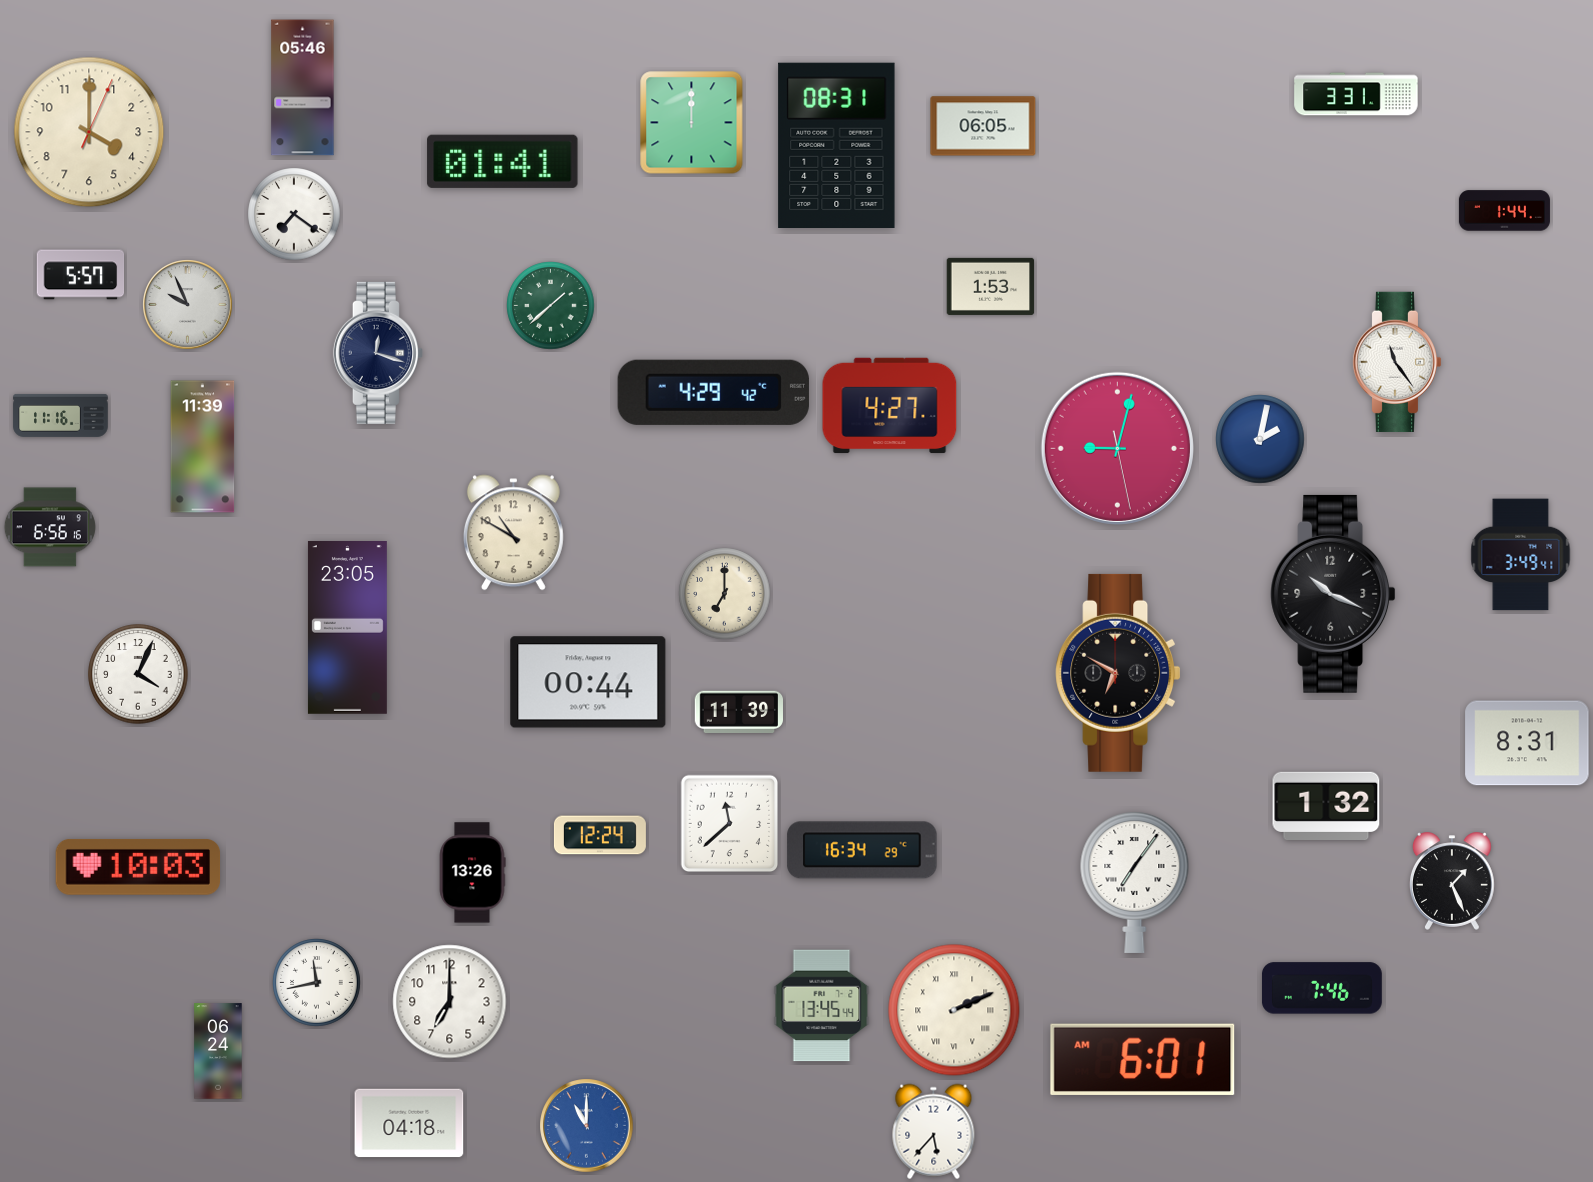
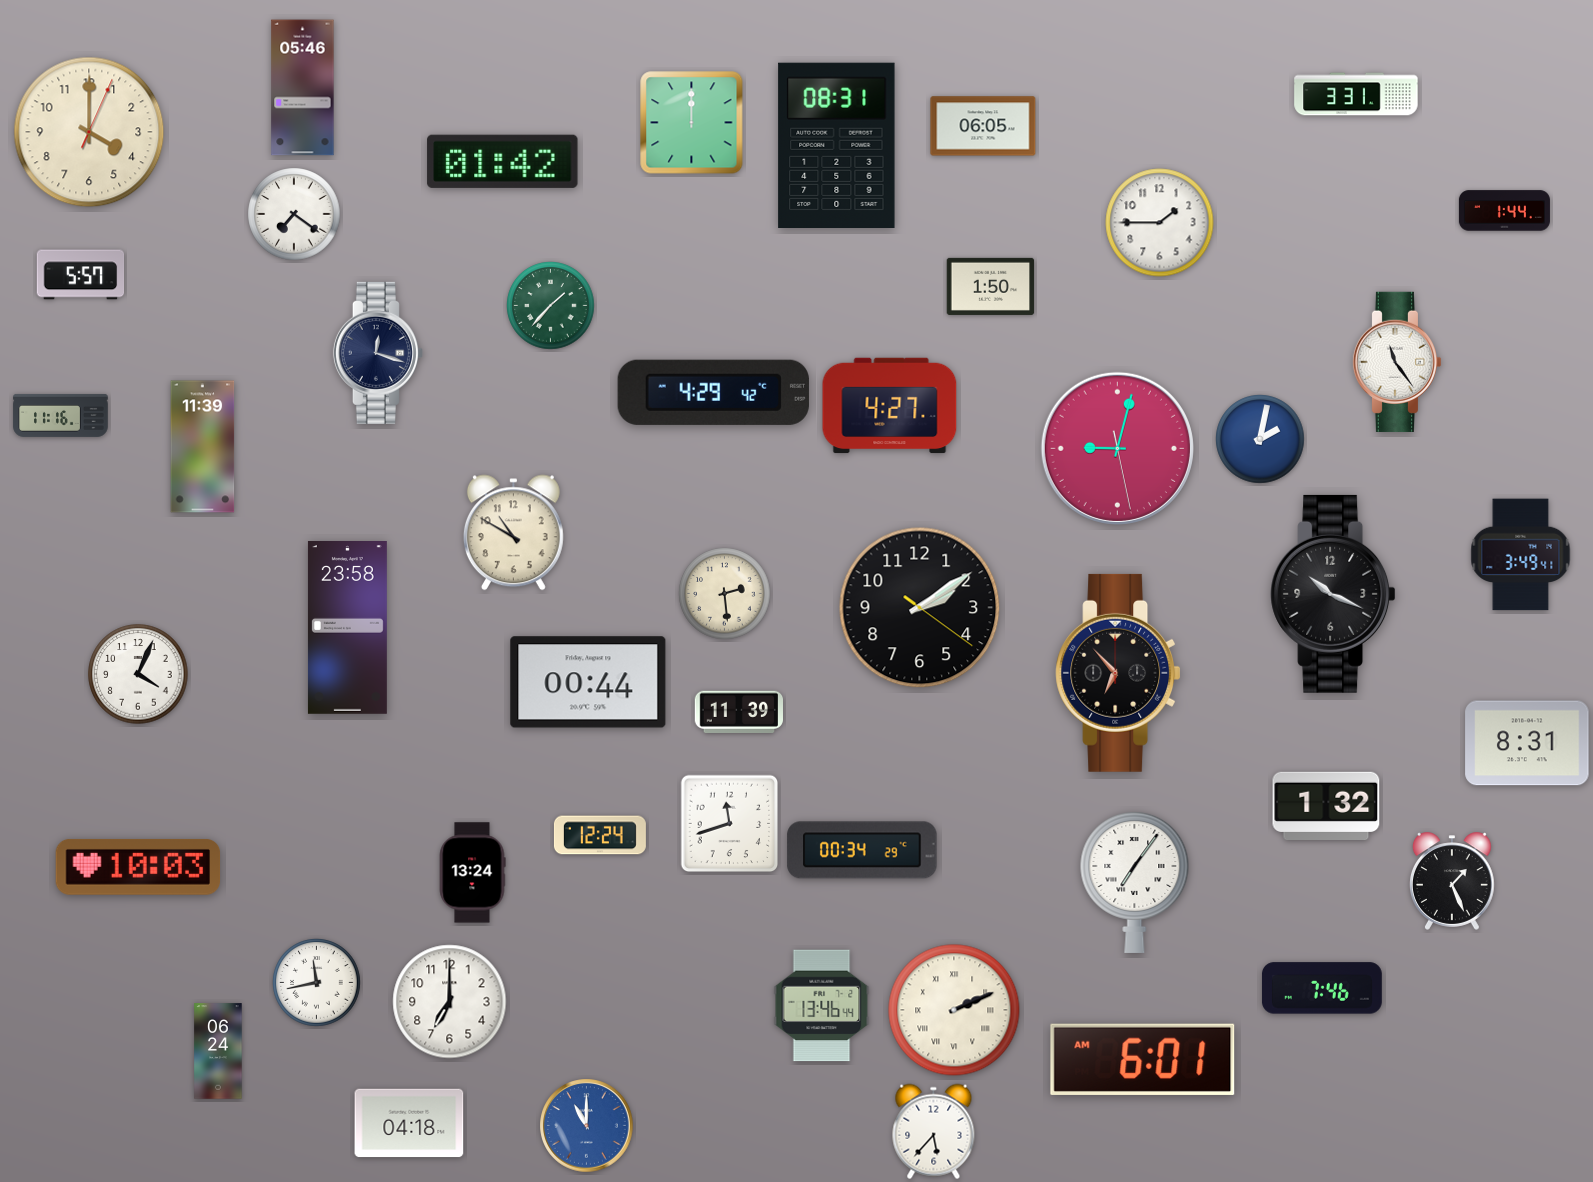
clock at (503, 161): 01:41 -> 01:42
clock at (1160, 223): none -> 1:45
clock at (991, 286): 1:53 -> 1:50
clock at (188, 305): 9:56 -> none
clock at (551, 306): 1:38 -> 1:37
clock at (50, 527): 6:56 -> none
clock at (725, 594): 7:00 -> 2:29
clock at (920, 608): none -> 2:09
clock at (347, 628): 23:05 -> 23:58
clock at (1118, 673): 6:50 -> 6:53
clock at (730, 824): 11:38 -> 11:42
clock at (862, 850): 16:34 -> 00:34
clock at (472, 873): 13:26 -> 13:24
clock at (822, 1006): 13:45 -> 13:46
